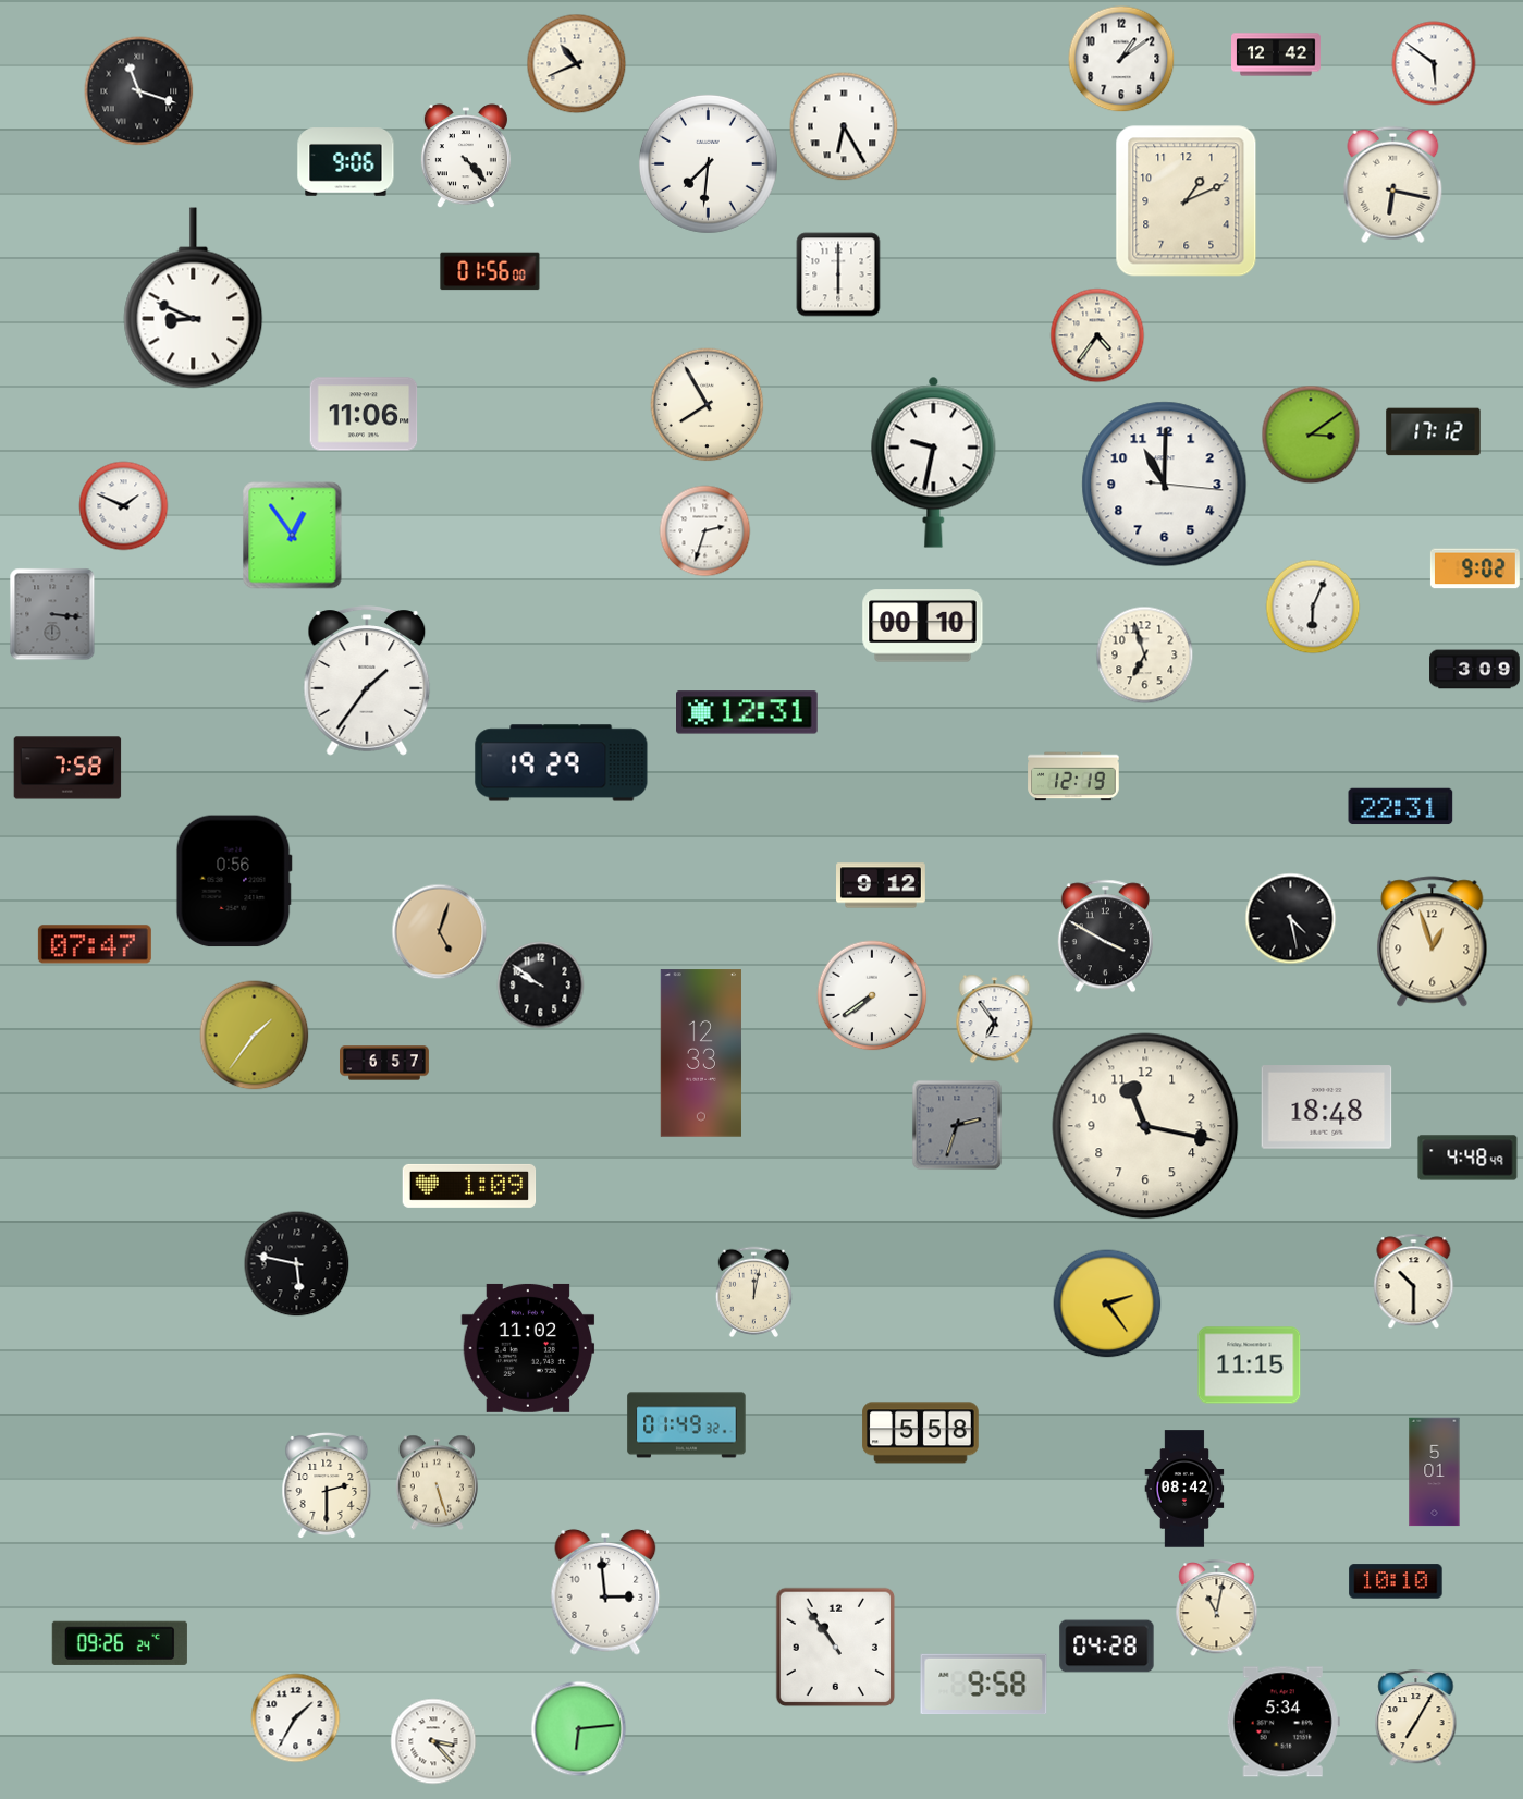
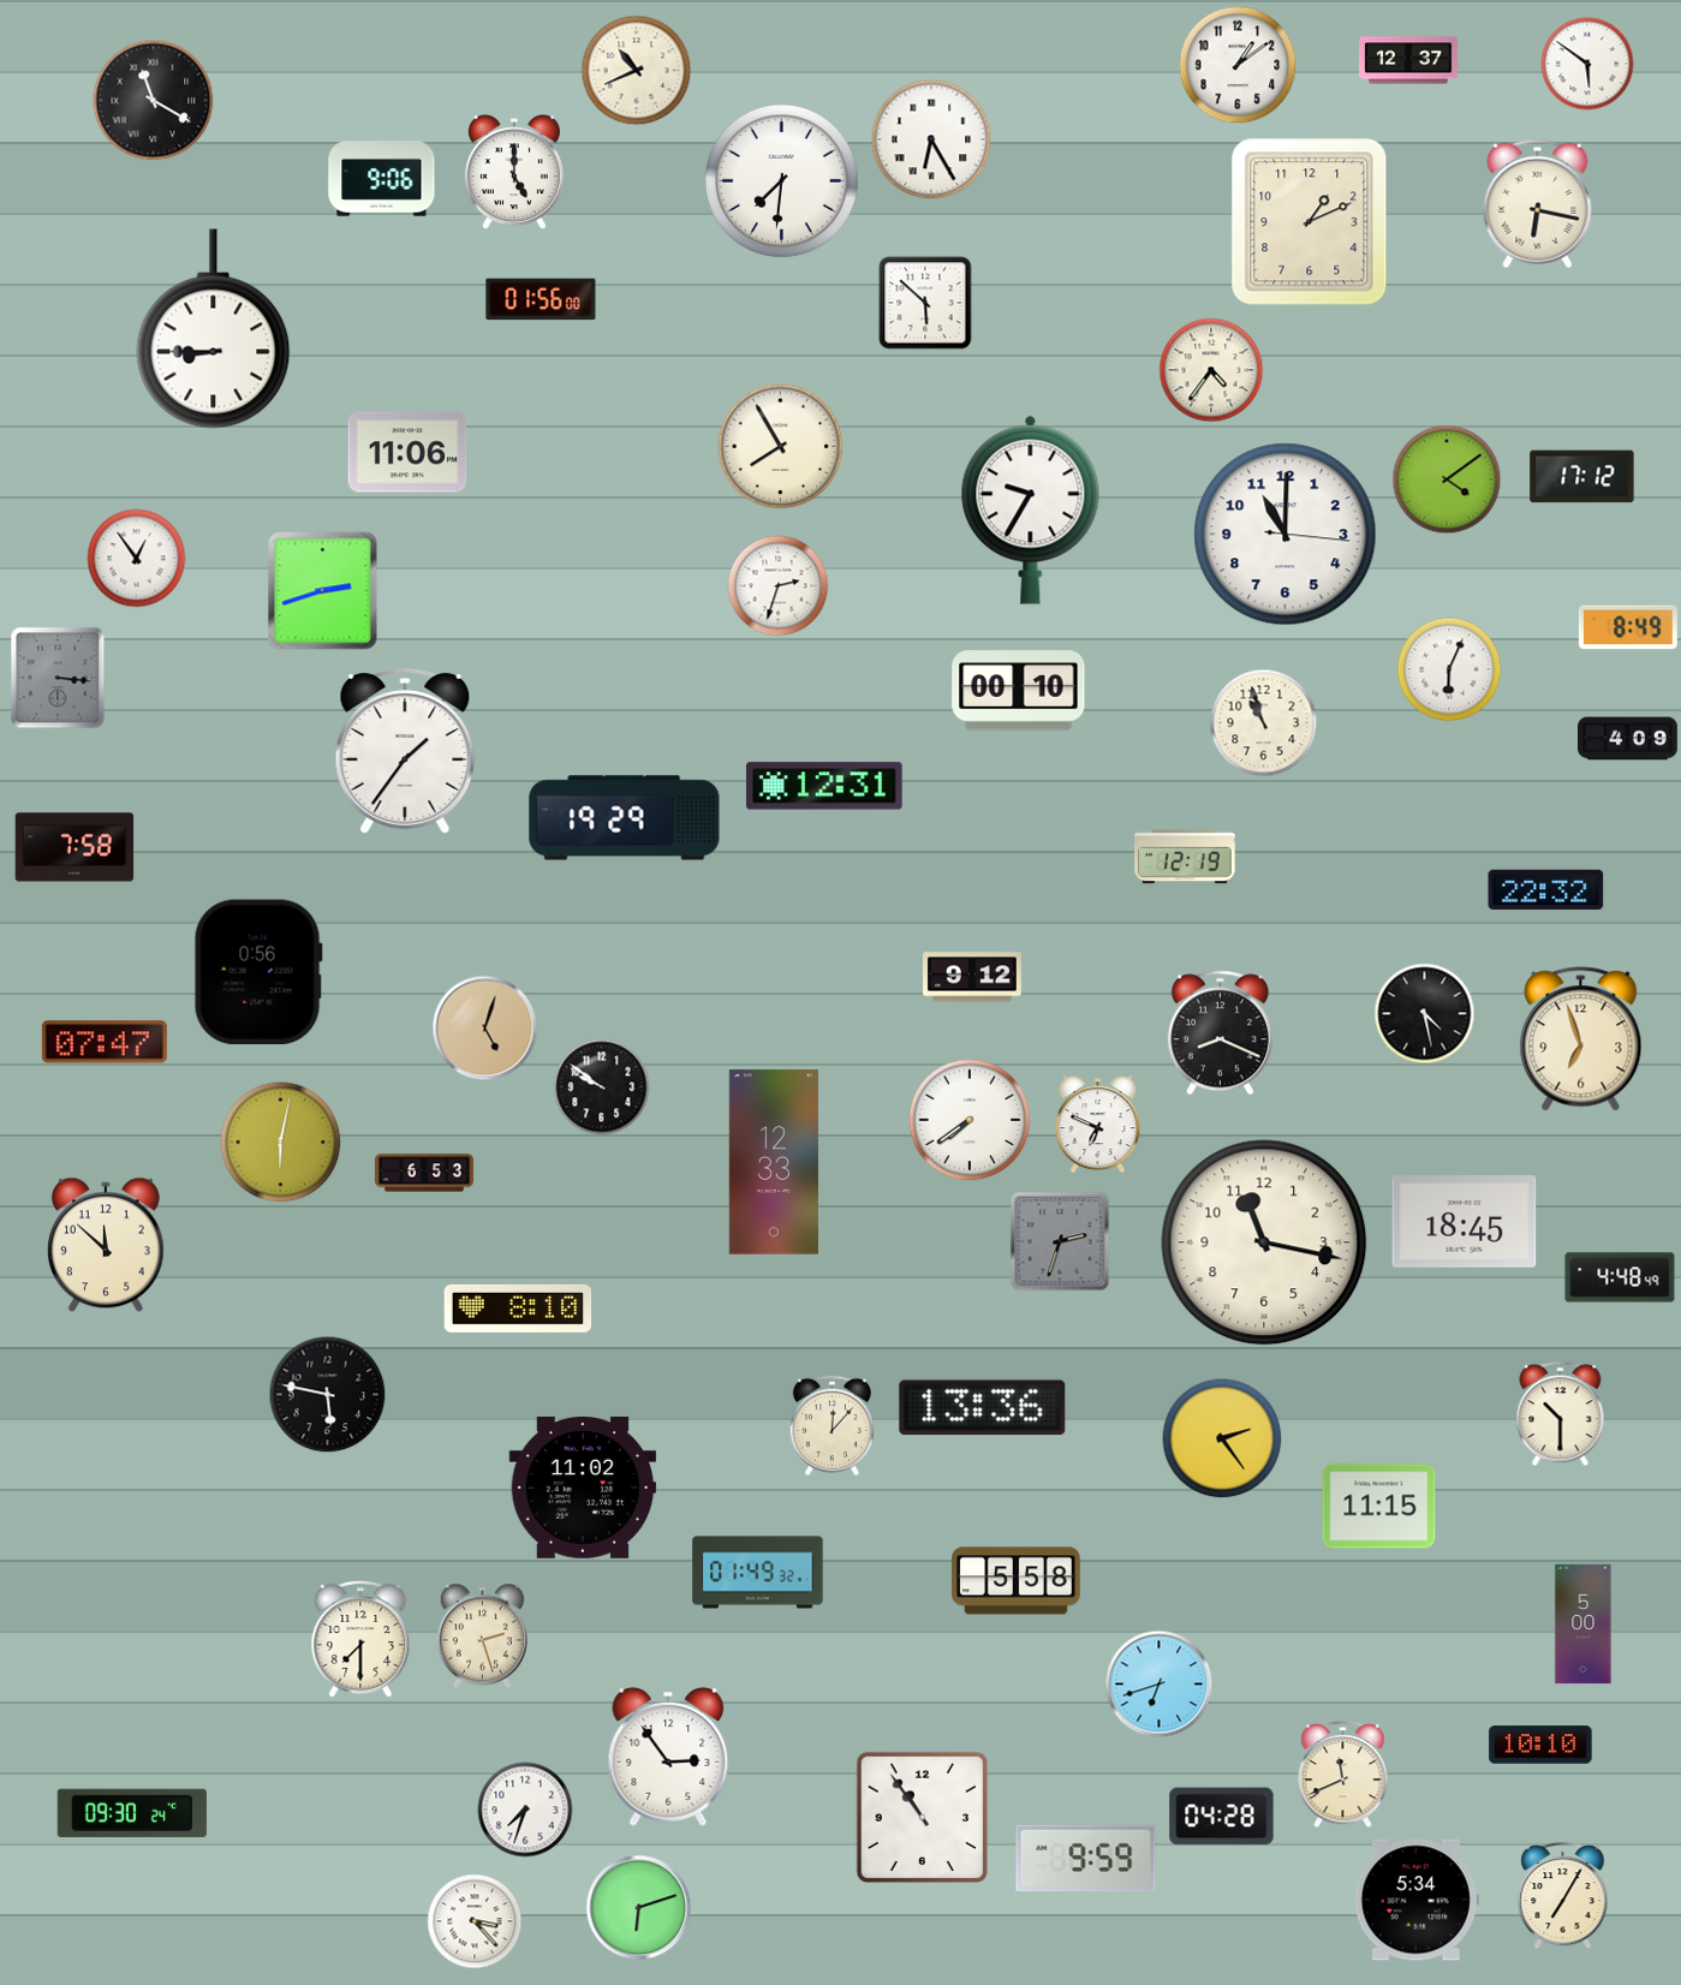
clock at (1277, 54): 12:42 -> 12:37
clock at (1434, 63) position: (1434, 63) -> (1587, 64)
clock at (139, 91): 11:18 -> 11:20
clock at (466, 157): 4:23 -> 5:00
clock at (838, 274): 6:00 -> 5:52
clock at (194, 298): 8:49 -> 8:45
clock at (364, 414) position: (364, 414) -> (407, 452)
clock at (1311, 435): 3:09 -> 4:09
clock at (934, 462): 9:32 -> 9:35
clock at (124, 506): 1:49 -> 12:54
clock at (293, 536): 12:54 -> 2:42
clock at (1475, 568): 9:02 -> 8:49
clock at (1145, 656): 6:57 -> 10:57
clock at (1475, 670): 3:09 -> 4:09
clock at (562, 763) position: (562, 763) -> (625, 818)
clock at (1401, 807): 22:31 -> 22:32
clock at (1105, 937): 3:50 -> 8:19
clock at (1433, 942): 12:57 -> 6:57
clock at (541, 986) position: (541, 986) -> (602, 1087)
clock at (872, 995) position: (872, 995) -> (970, 1120)
clock at (995, 1019): 6:54 -> 6:49
clock at (255, 1036): 1:36 -> 6:02
clock at (385, 1063): 6:57 -> 6:53
clock at (1327, 1107): 18:48 -> 18:45
clock at (957, 1125) position: (957, 1125) -> (1060, 1241)
clock at (106, 1245): none -> 11:52
clock at (469, 1186): 1:09 -> 8:10
clock at (983, 1408): none -> 13:36
clock at (754, 1293): 12:02 -> 12:07
clock at (1435, 1472): 5:01 -> 5:00
clock at (437, 1483): 5:27 -> 2:27
clock at (327, 1485): 2:30 -> 7:30
clock at (1184, 1489): 08:42 -> none
clock at (1160, 1685): none -> 6:42
clock at (605, 1592): 2:59 -> 2:54
clock at (1217, 1608): 11:02 -> 11:41
clock at (525, 1810): none -> 7:33
clock at (120, 1643): 09:26 -> 09:30
clock at (984, 1685): 9:58 -> 9:59
clock at (296, 1718): 1:35 -> none
clock at (579, 1729): 6:14 -> 6:12
clock at (433, 1741) position: (433, 1741) -> (475, 1921)
